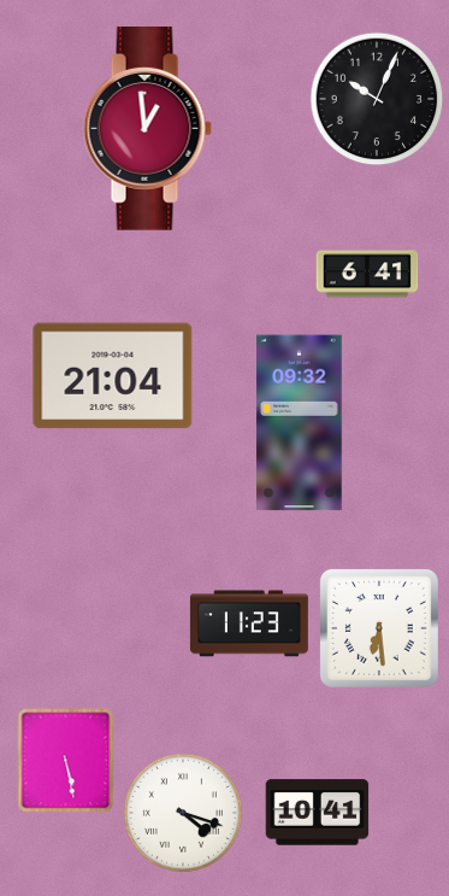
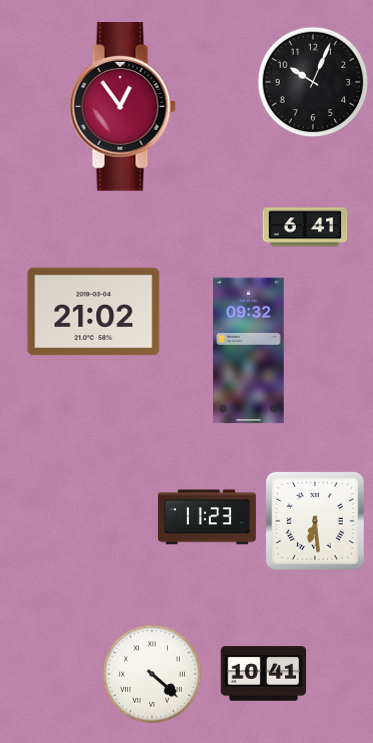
clock at (147, 129): 12:59 -> 12:54
clock at (113, 376): 21:04 -> 21:02
clock at (66, 760): 5:28 -> none
clock at (183, 813): 4:18 -> 4:22
